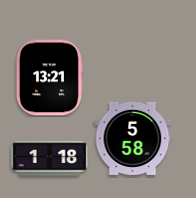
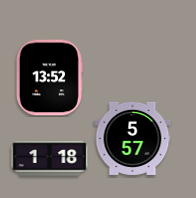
clock at (49, 78): 13:21 -> 13:52
clock at (133, 138): 5:58 -> 5:57
